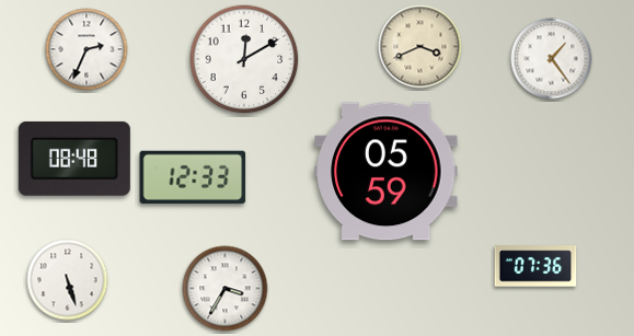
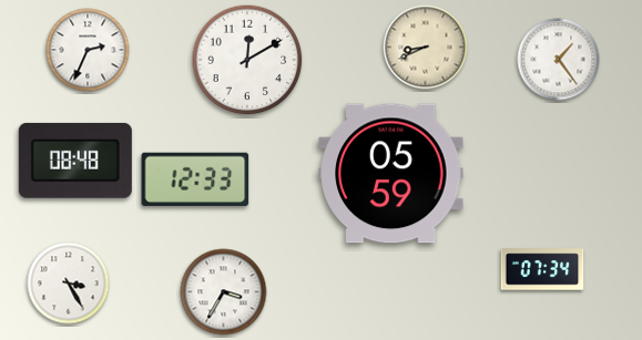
clock at (420, 47): 3:41 -> 8:41
clock at (535, 266): 07:36 -> 07:34
clock at (68, 280): 5:27 -> 3:25
clock at (226, 289) position: (226, 289) -> (224, 292)
